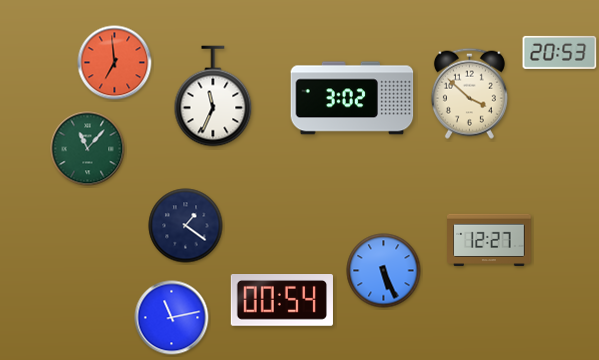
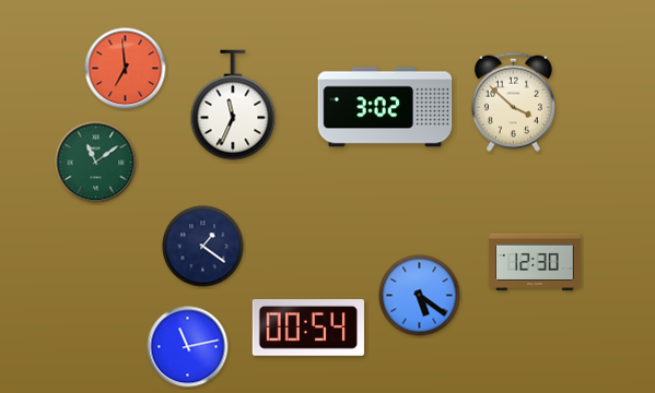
clock at (560, 52): 20:53 -> none
clock at (88, 149): 11:07 -> 11:09
clock at (490, 240): 12:27 -> 12:30
clock at (384, 271): 5:26 -> 5:21
